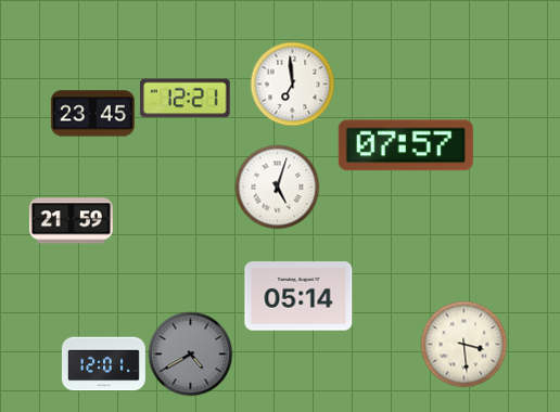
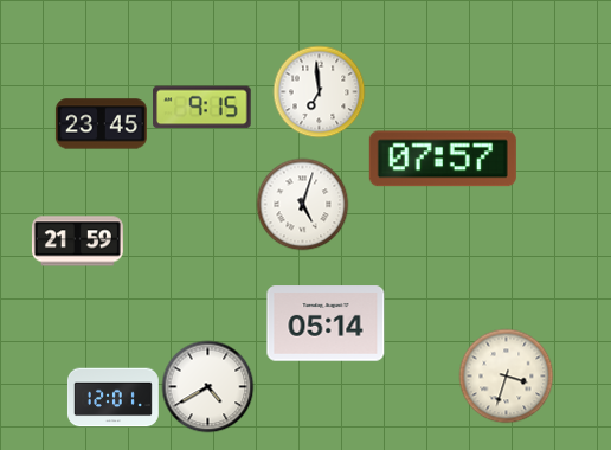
clock at (186, 99): 12:21 -> 9:15
clock at (463, 344): 3:29 -> 3:33
clock at (190, 353) dial: grey -> white
